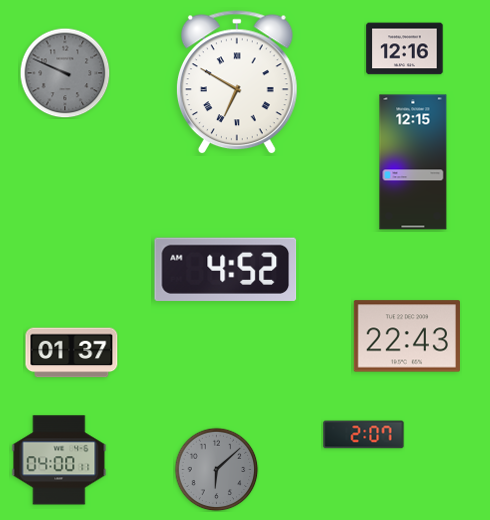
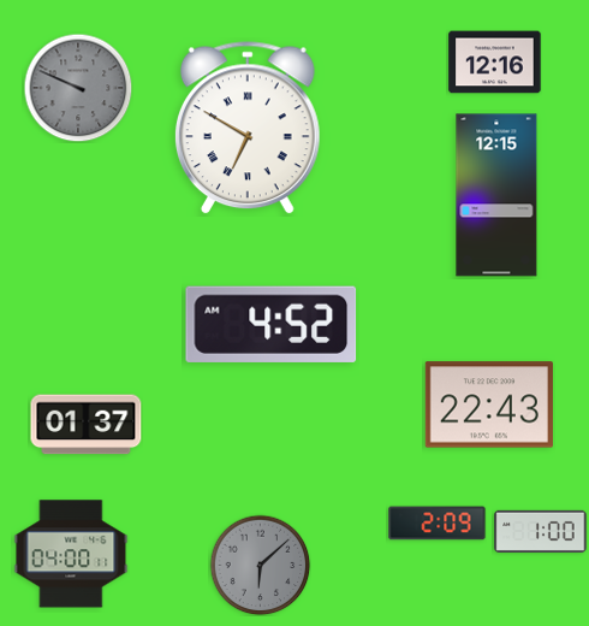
clock at (405, 49) position: (405, 49) -> (495, 63)
clock at (237, 83) position: (237, 83) -> (248, 129)
clock at (364, 435): 2:07 -> 2:09
clock at (541, 531): none -> 1:00
